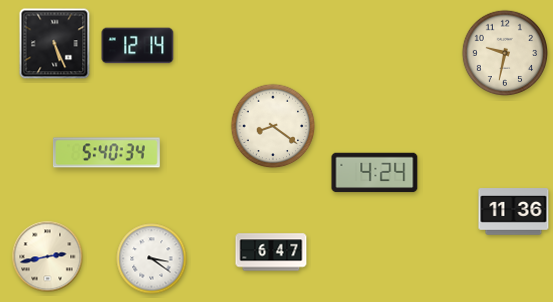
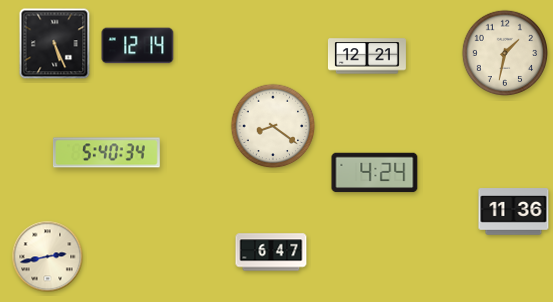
clock at (505, 53): 9:32 -> 1:32
clock at (367, 56): none -> 12:21
clock at (152, 259): 3:21 -> none
